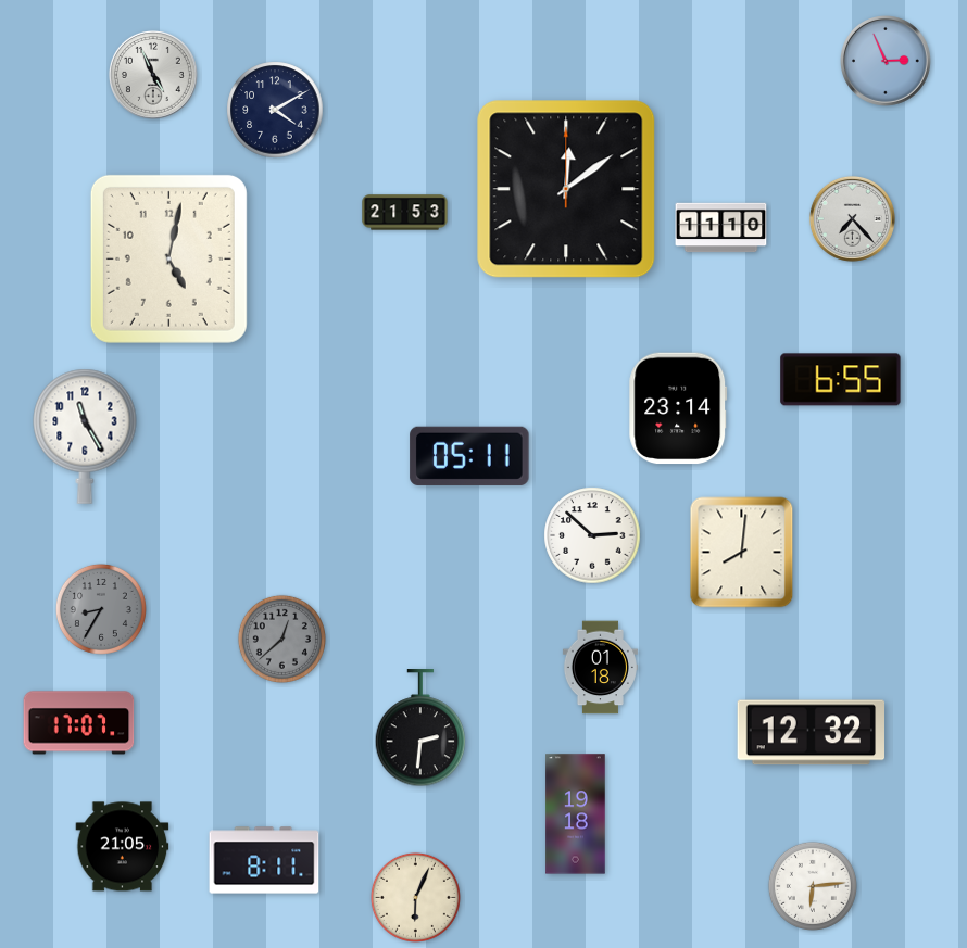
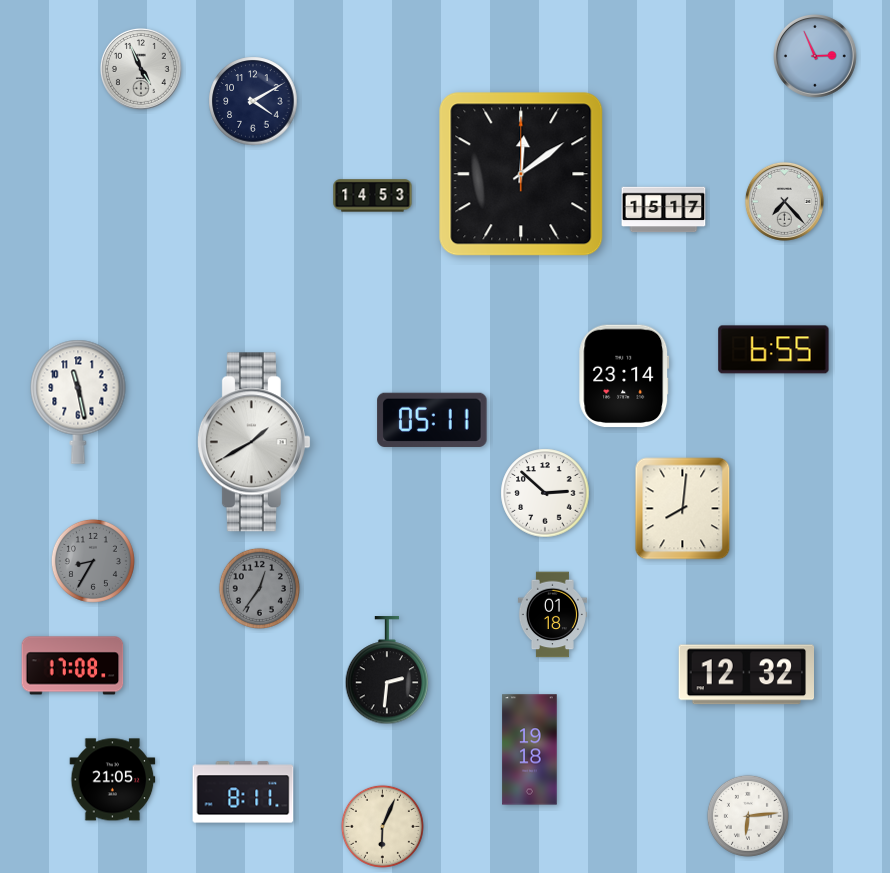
clock at (405, 213): 21:53 -> 14:53
clock at (721, 228): 11:10 -> 15:17
clock at (168, 258): 5:02 -> none
clock at (85, 437): 11:25 -> 11:28
clock at (254, 442): none -> 1:40
clock at (281, 639): 12:38 -> 12:36
clock at (79, 723): 17:07 -> 17:08
